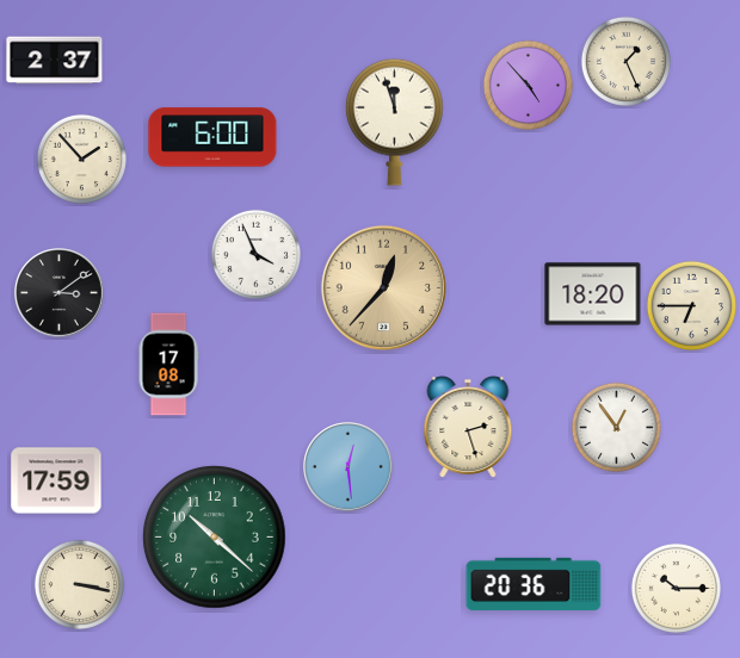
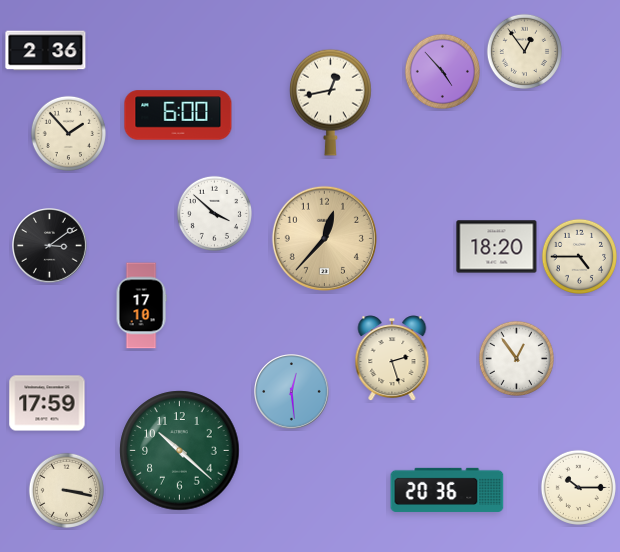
clock at (55, 61): 2:37 -> 2:36
clock at (625, 61): 1:26 -> 12:54
clock at (395, 122): 11:57 -> 12:43
clock at (255, 254): 3:56 -> 3:52
clock at (383, 287) position: (383, 287) -> (324, 238)
clock at (691, 305): 6:45 -> 4:45
clock at (168, 365): 17:08 -> 17:10
clock at (676, 588) position: (676, 588) -> (578, 487)
